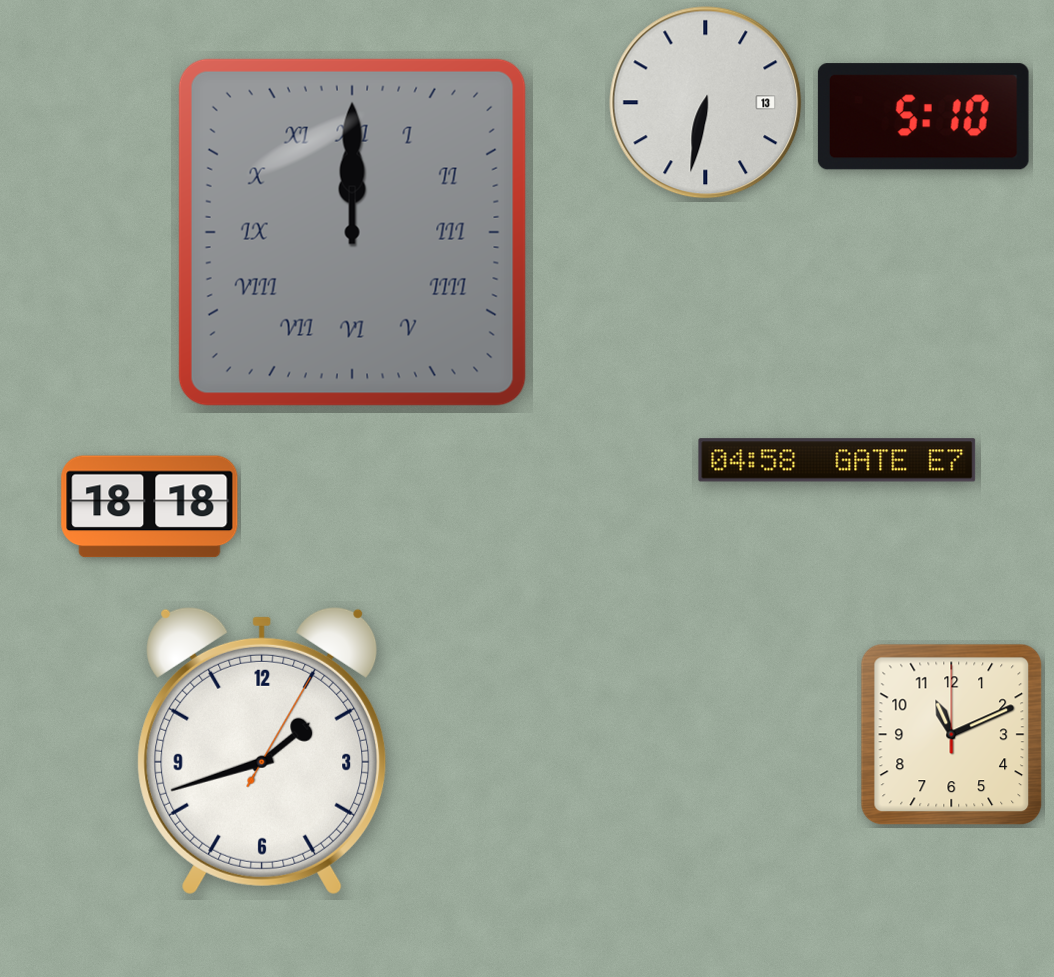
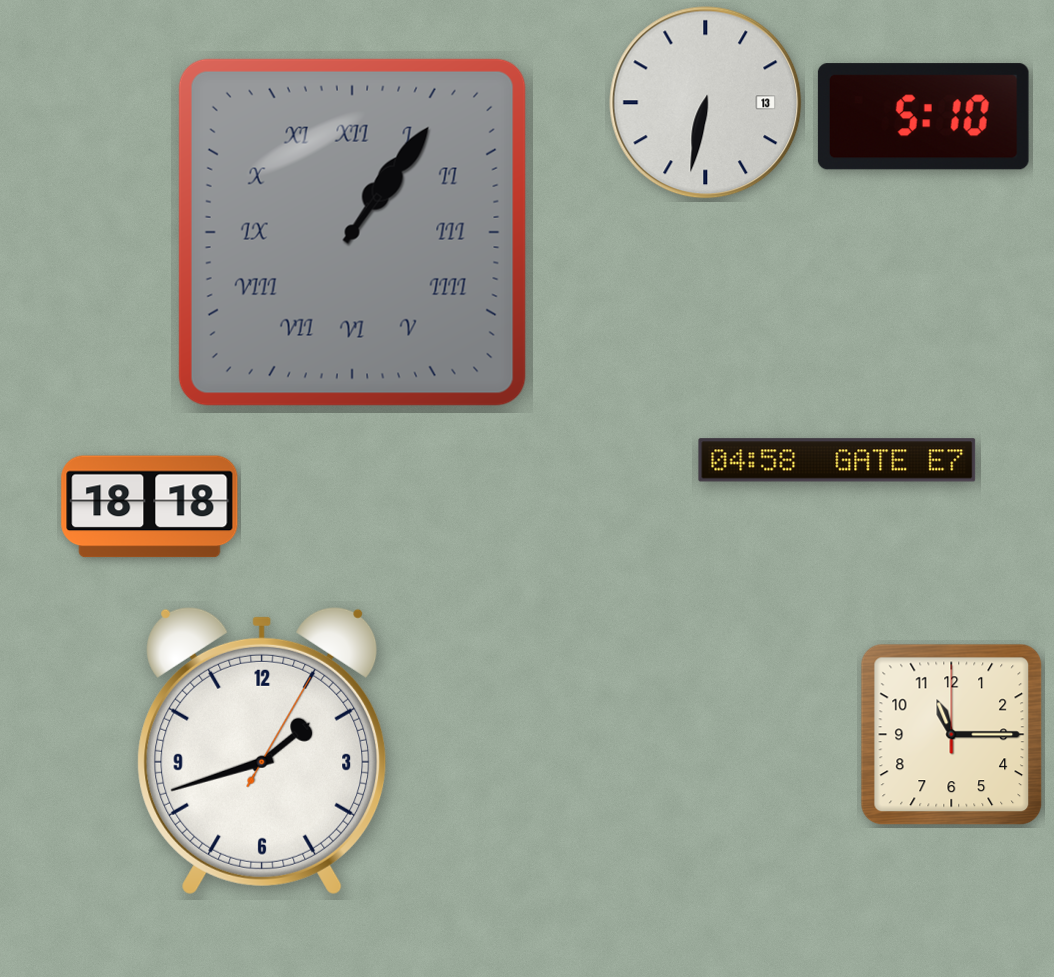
clock at (352, 232): 12:00 -> 1:06
clock at (952, 735): 11:11 -> 11:15
